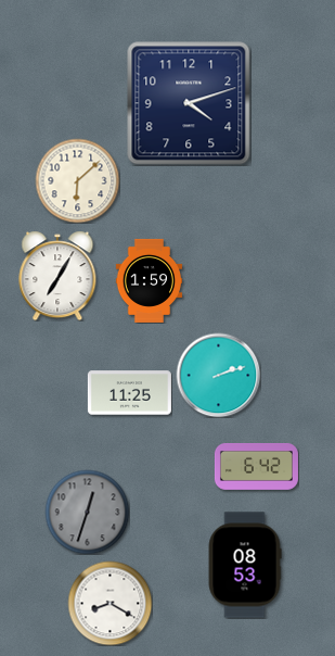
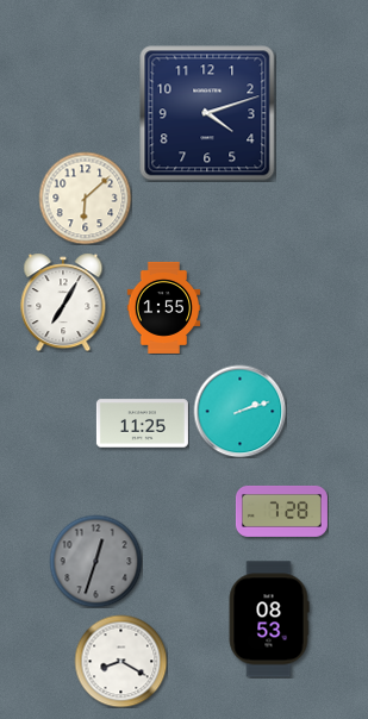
clock at (150, 280): 1:59 -> 1:55
clock at (129, 393) position: (129, 393) -> (142, 424)
clock at (256, 466): 6:42 -> 7:28
